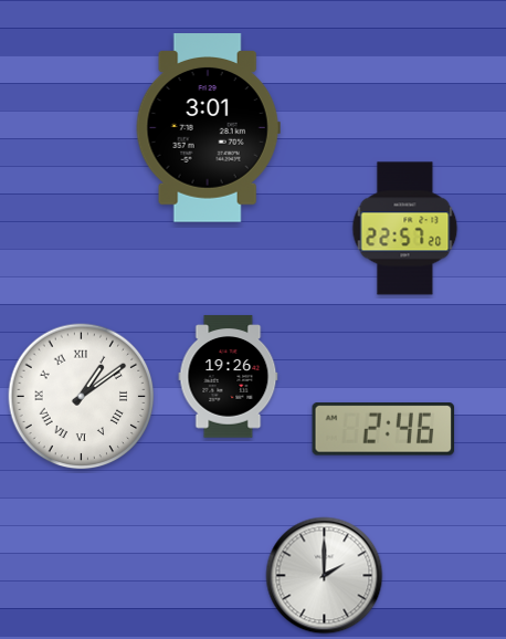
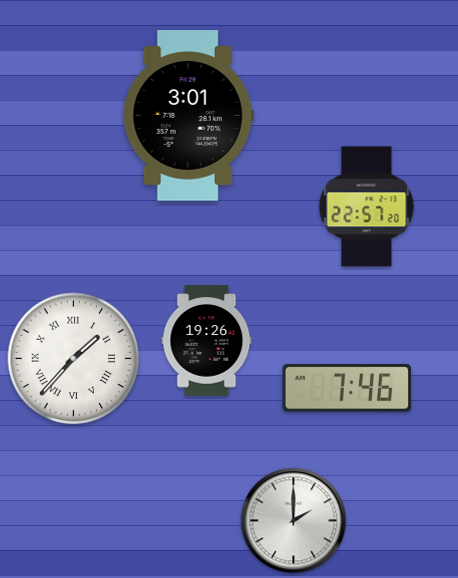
clock at (82, 397): 1:09 -> 1:37
clock at (383, 430): 2:46 -> 7:46
